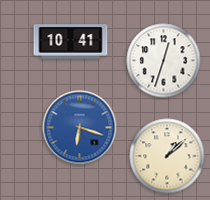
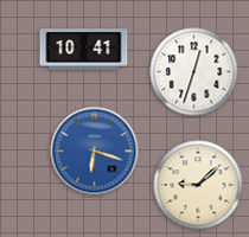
clock at (167, 156): 1:08 -> 9:08
